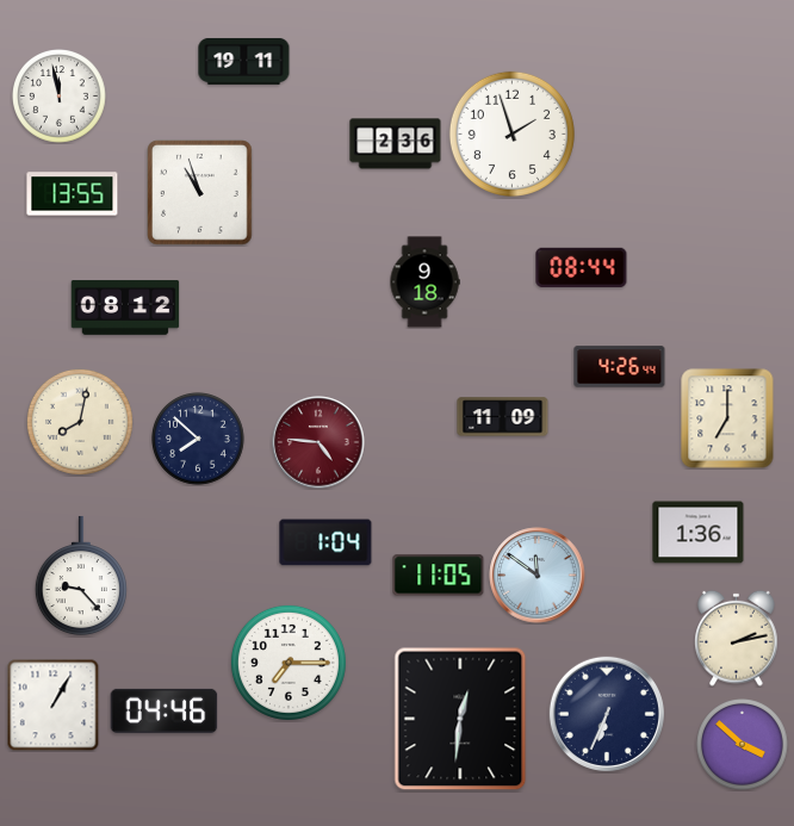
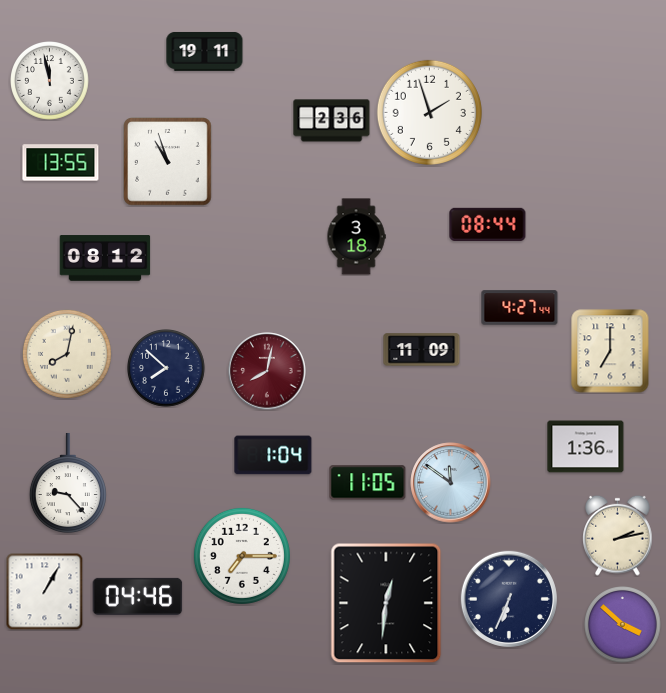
clock at (424, 282): 9:18 -> 3:18
clock at (620, 367): 4:26 -> 4:27
clock at (318, 442): 4:46 -> 8:02
